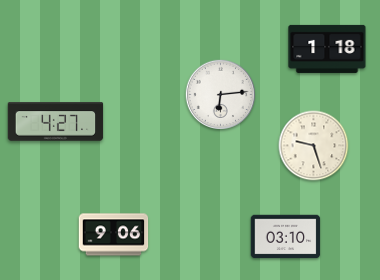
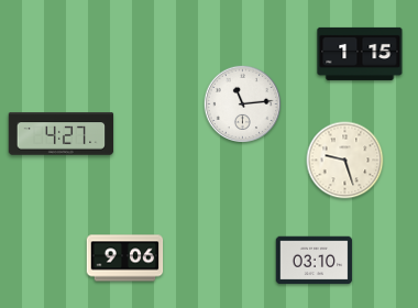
clock at (327, 49): 1:18 -> 1:15
clock at (220, 94): 6:14 -> 11:14
